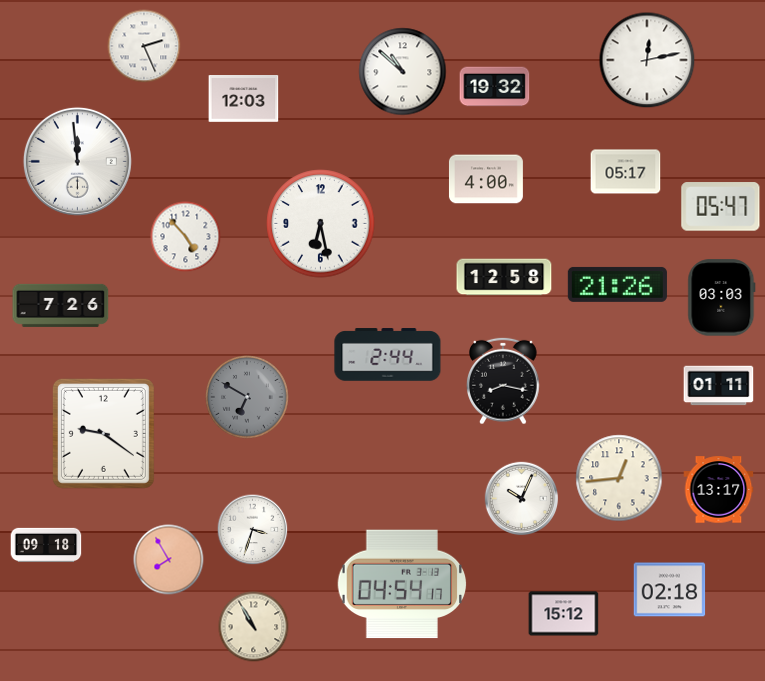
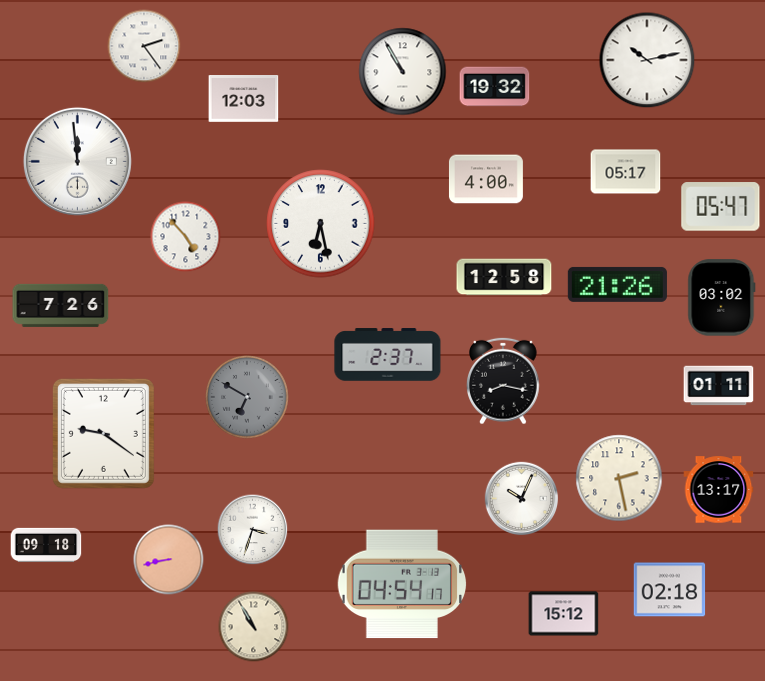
clock at (144, 46): 2:26 -> 2:24
clock at (647, 60): 12:13 -> 10:13
clock at (403, 72): 10:52 -> 10:55
clock at (722, 298): 03:03 -> 03:02
clock at (388, 355): 2:44 -> 2:37
clock at (619, 478): 12:44 -> 2:28
clock at (169, 560): 7:55 -> 8:43
